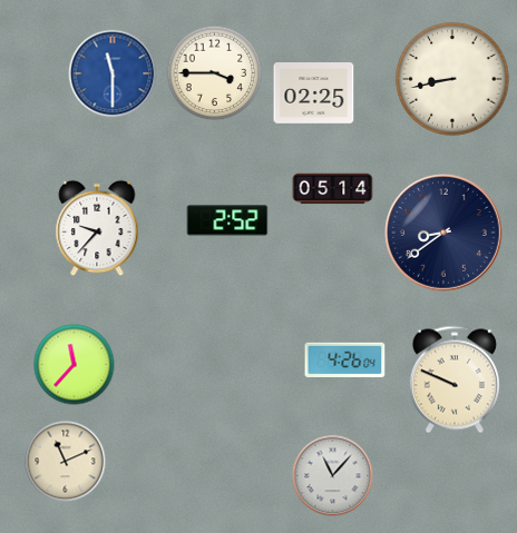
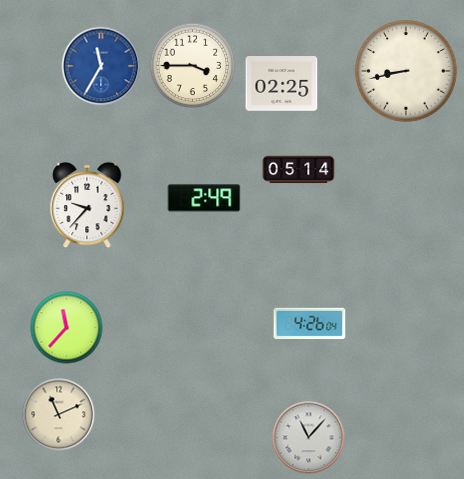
clock at (113, 73): 11:30 -> 11:35
clock at (227, 220): 2:52 -> 2:49
clock at (443, 233): 8:39 -> none
clock at (455, 379): 9:49 -> none
clock at (333, 476) position: (333, 476) -> (309, 438)
